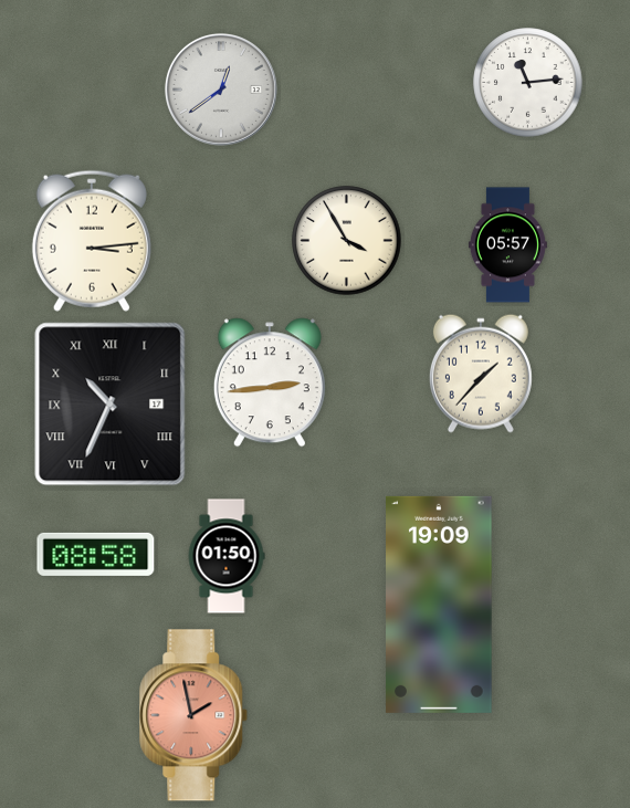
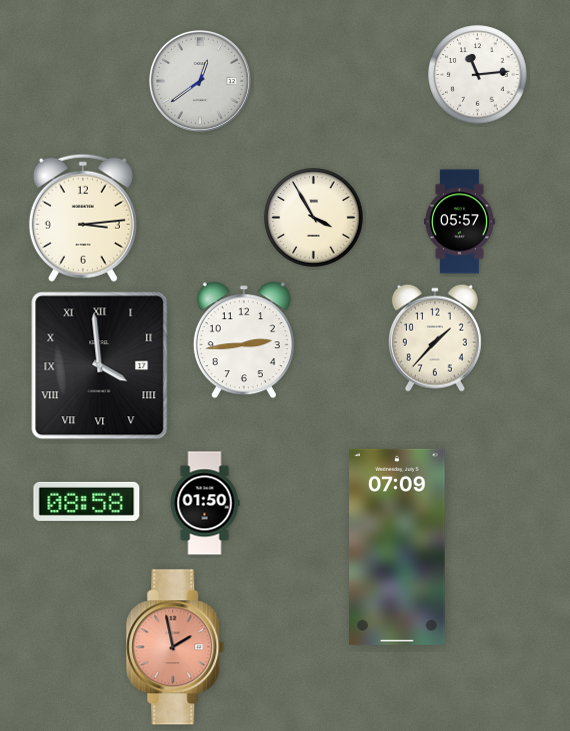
clock at (270, 382) position: (270, 382) -> (244, 340)
clock at (111, 405): 10:34 -> 3:59
clock at (439, 605): 19:09 -> 07:09
